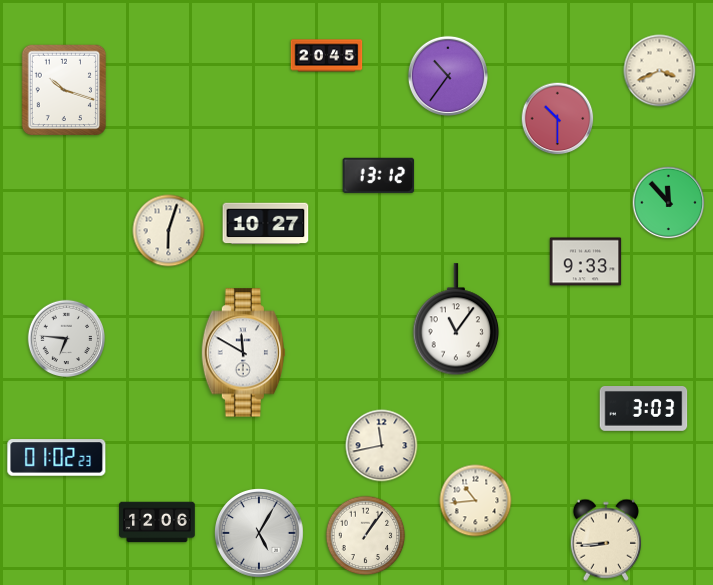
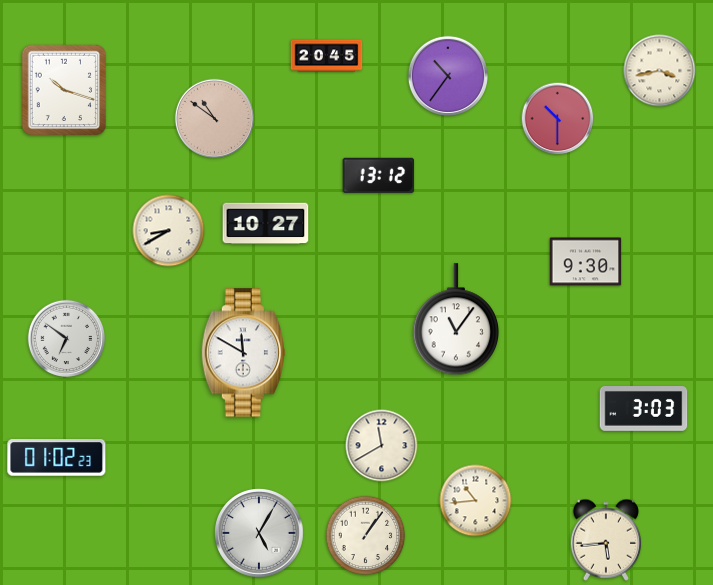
clock at (660, 71): 3:41 -> 3:43
clock at (214, 118): none -> 10:51
clock at (669, 203): 11:53 -> none
clock at (169, 231): 6:03 -> 8:40
clock at (586, 262): 9:33 -> 9:30
clock at (66, 338): 6:46 -> 6:51
clock at (382, 446): 11:43 -> 11:40
clock at (157, 522): 12:06 -> none
clock at (606, 540): 8:44 -> 5:44
